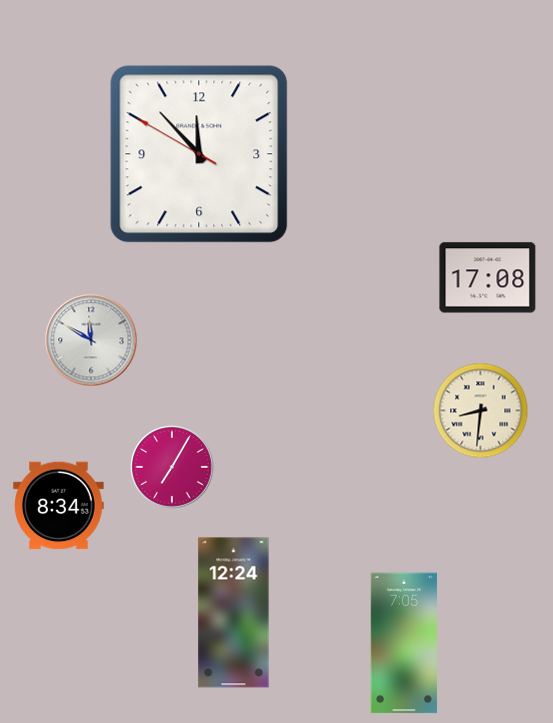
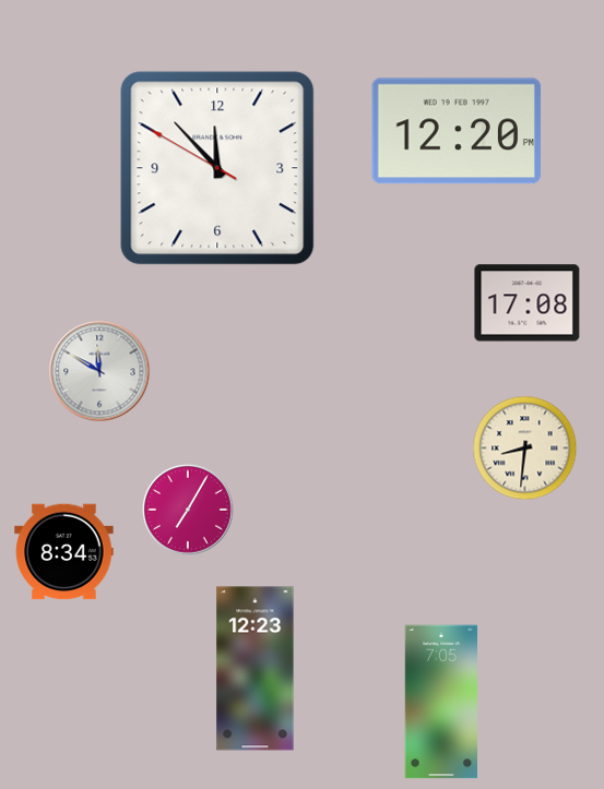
clock at (457, 131): none -> 12:20
clock at (488, 278) position: (488, 278) -> (528, 303)
clock at (234, 613): 12:24 -> 12:23
